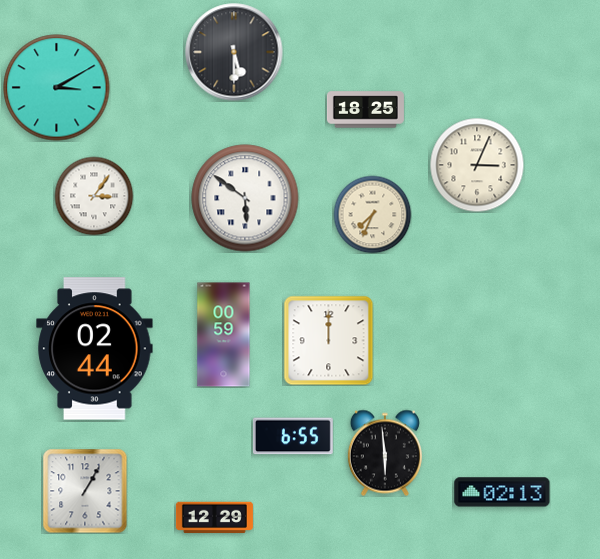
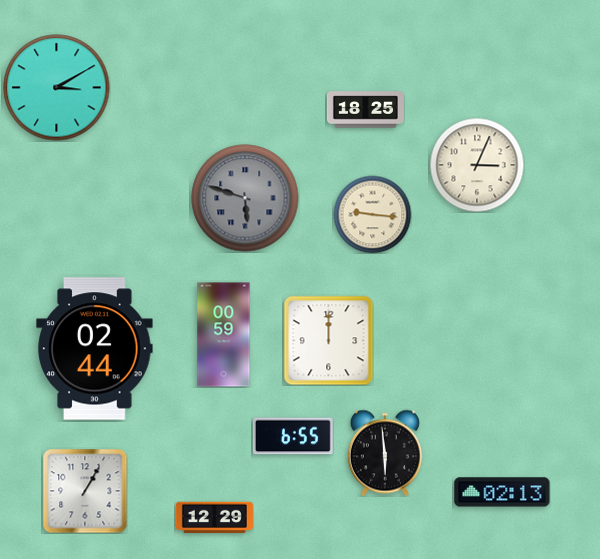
clock at (234, 52): 5:30 -> none
clock at (94, 196): 3:06 -> none
clock at (245, 198): 5:51 -> 5:48
clock at (245, 198) dial: white -> grey
clock at (372, 214): 7:34 -> 9:16
